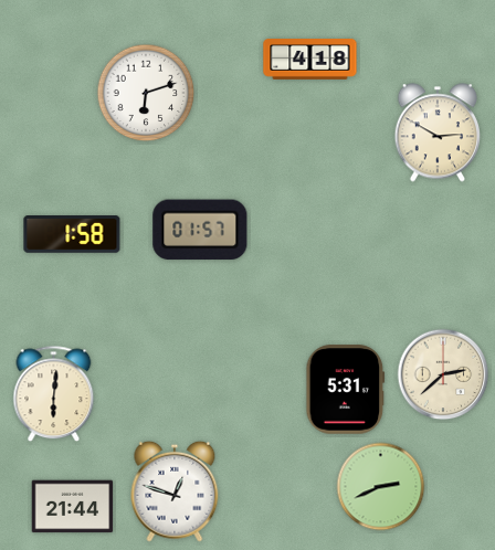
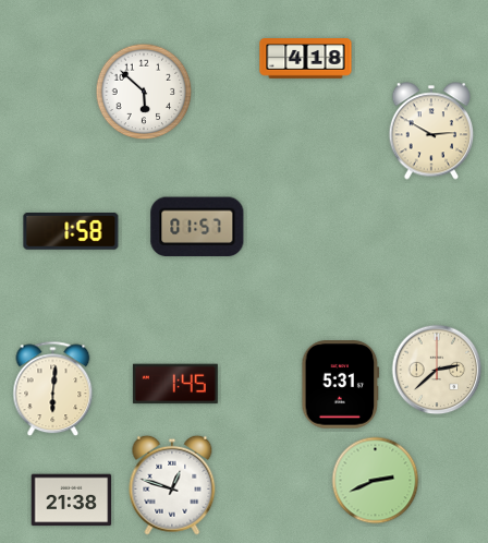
clock at (146, 93): 6:12 -> 5:52
clock at (175, 384): none -> 1:45
clock at (73, 507): 21:44 -> 21:38
